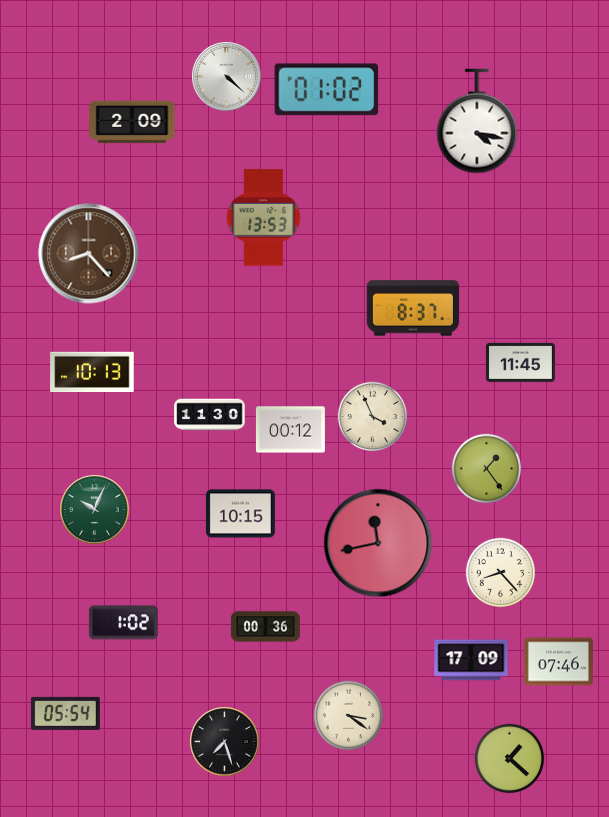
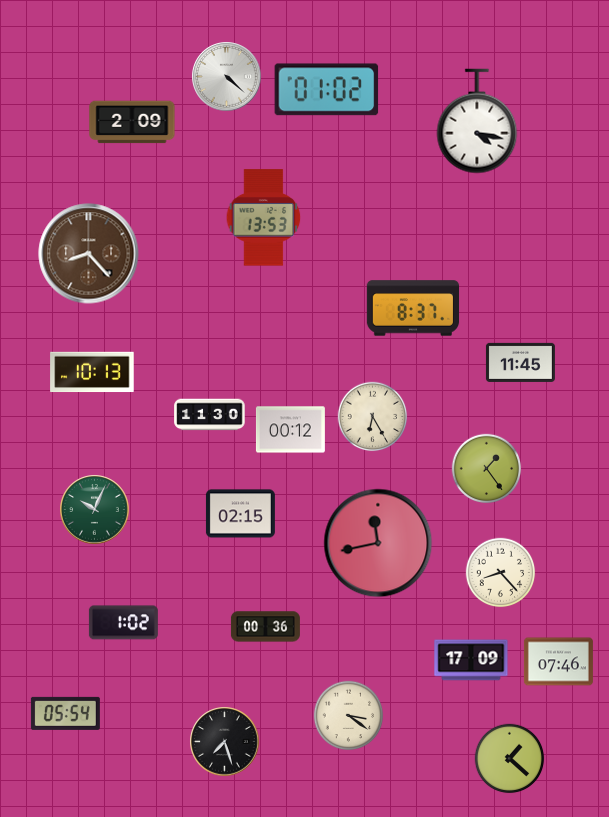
clock at (373, 417): 3:56 -> 6:25
clock at (240, 514): 10:15 -> 02:15
